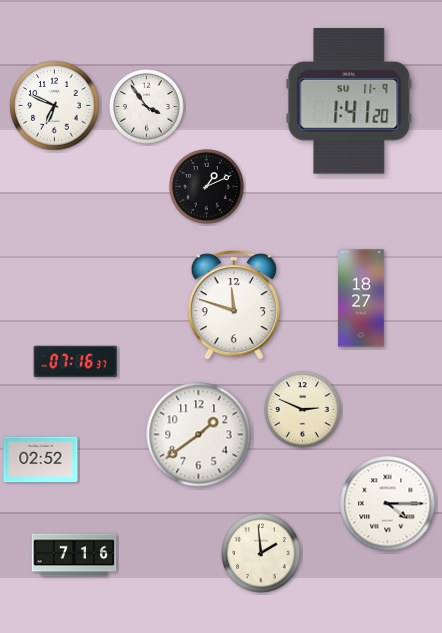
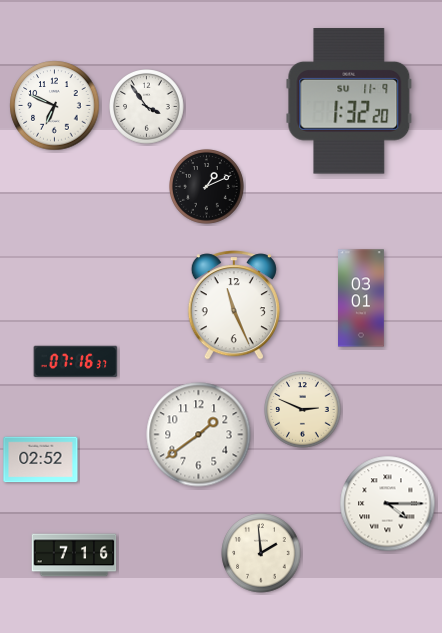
clock at (349, 101): 1:41 -> 1:32
clock at (362, 298): 18:27 -> 03:01
clock at (234, 305): 11:48 -> 11:26
